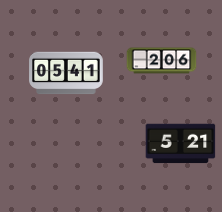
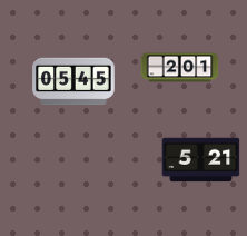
clock at (162, 61): 2:06 -> 2:01
clock at (66, 73): 05:41 -> 05:45
